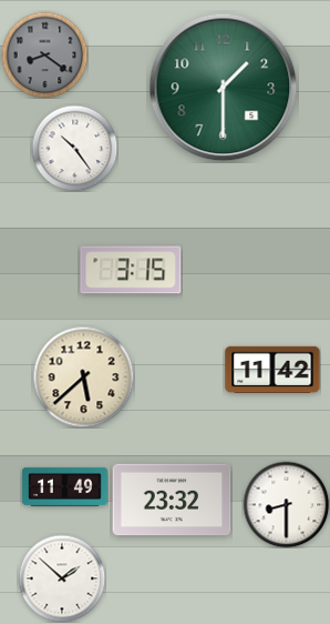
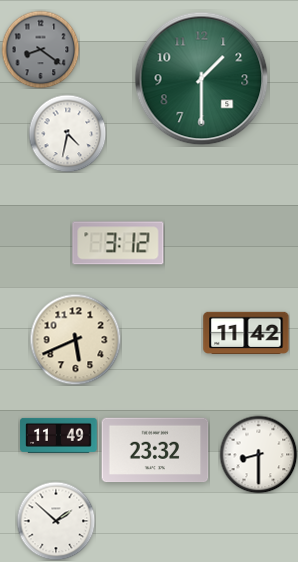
clock at (74, 148): 10:24 -> 4:32
clock at (131, 270): 3:15 -> 3:12
clock at (83, 376): 5:38 -> 5:41
clock at (65, 486) position: (65, 486) -> (59, 435)
